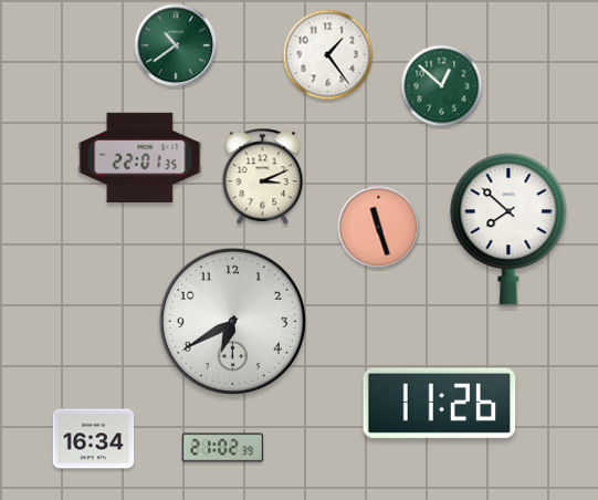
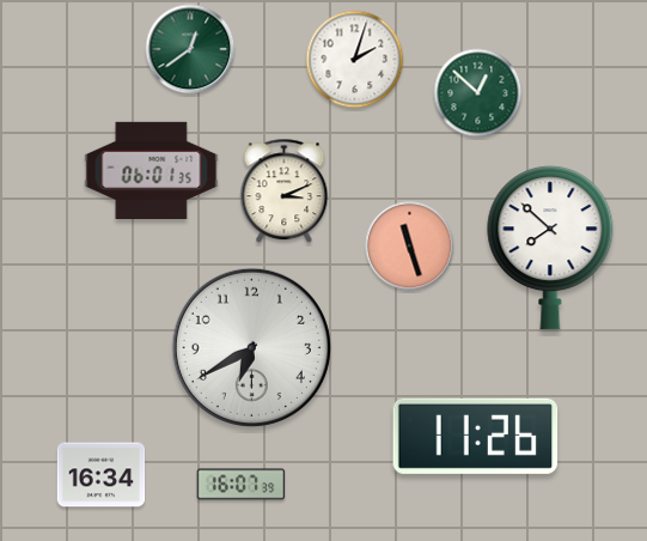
clock at (176, 45): 10:39 -> 12:39
clock at (328, 55): 1:24 -> 2:03
clock at (140, 157): 22:01 -> 06:01
clock at (223, 448): 21:02 -> 16:07
